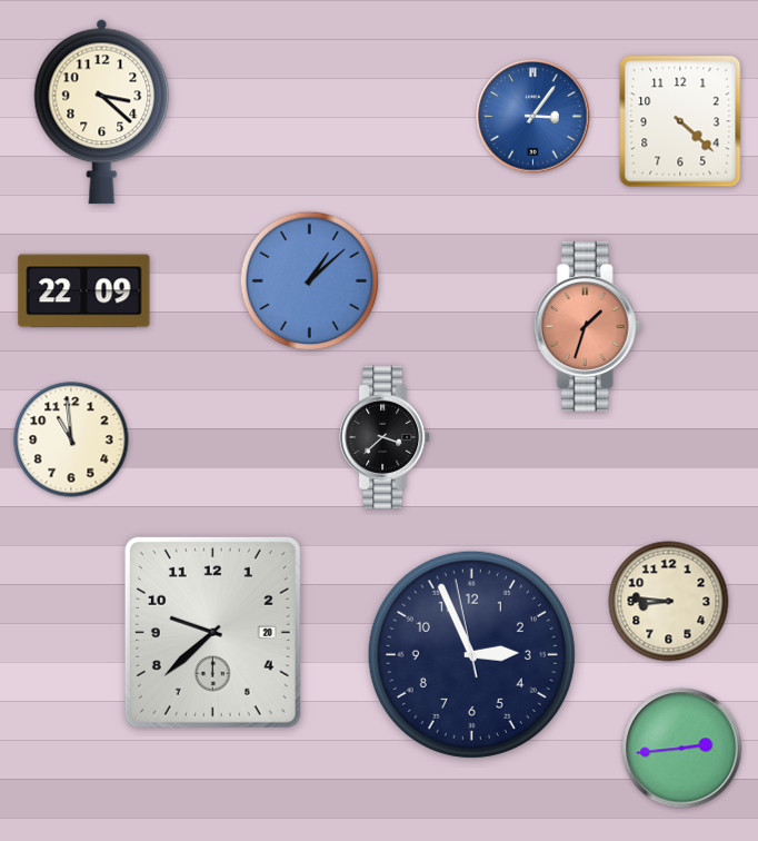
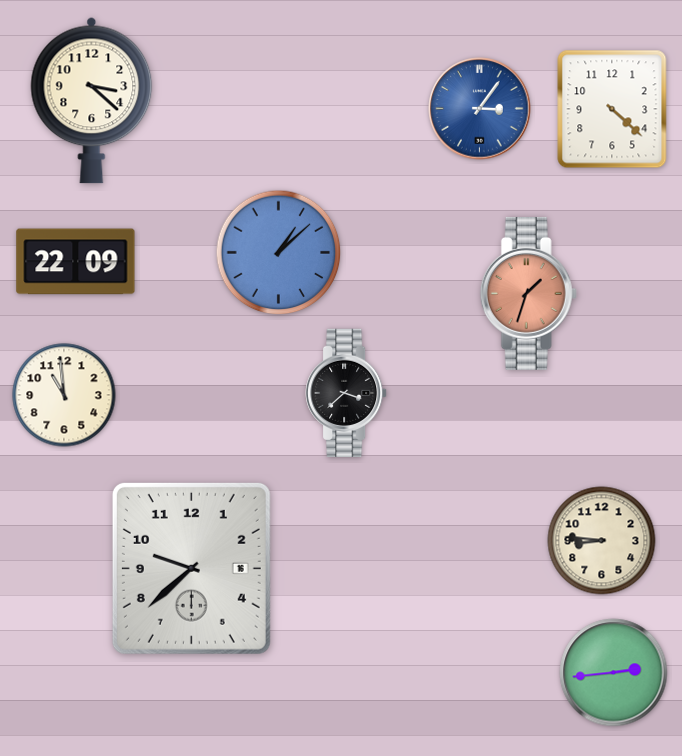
clock at (533, 117) position: (533, 117) -> (480, 109)
clock at (212, 632) date: 20 -> 16
clock at (471, 654): 2:55 -> none
